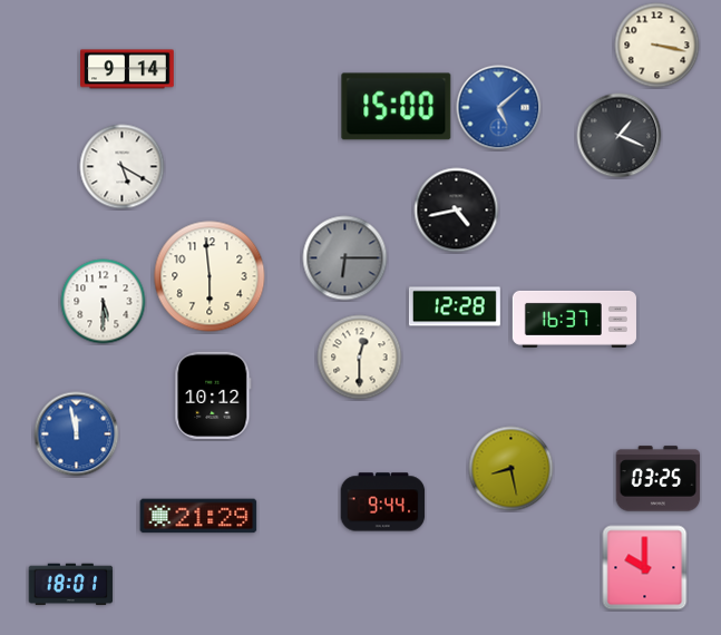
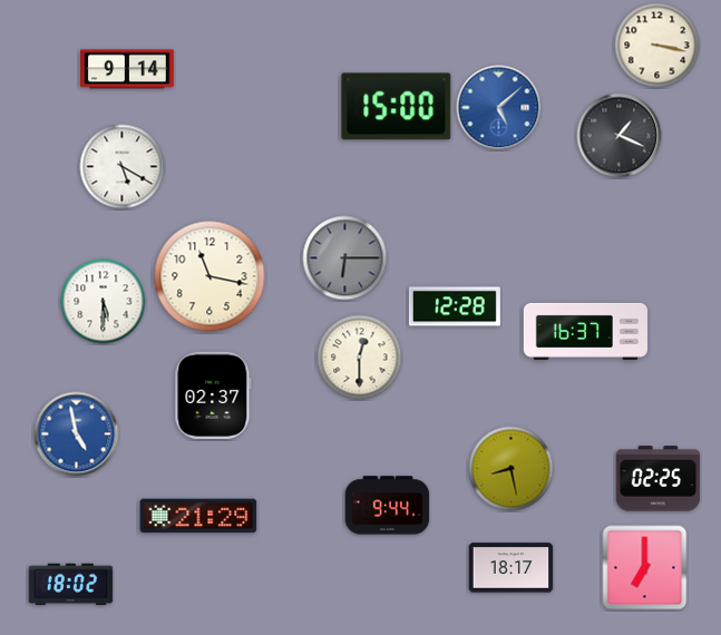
clock at (457, 211): 4:43 -> none
clock at (210, 276): 5:59 -> 11:17
clock at (574, 319) position: (574, 319) -> (585, 331)
clock at (213, 395): 10:12 -> 02:37
clock at (77, 434): 11:58 -> 4:58
clock at (659, 479): 03:25 -> 02:25
clock at (383, 502) position: (383, 502) -> (388, 506)
clock at (511, 568): none -> 18:17
clock at (645, 568): 10:00 -> 7:00
clock at (71, 585): 18:01 -> 18:02
